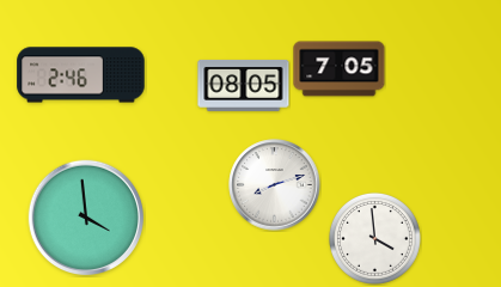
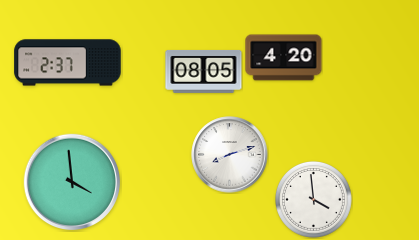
clock at (340, 69): 7:05 -> 4:20
clock at (81, 75): 2:46 -> 2:37
